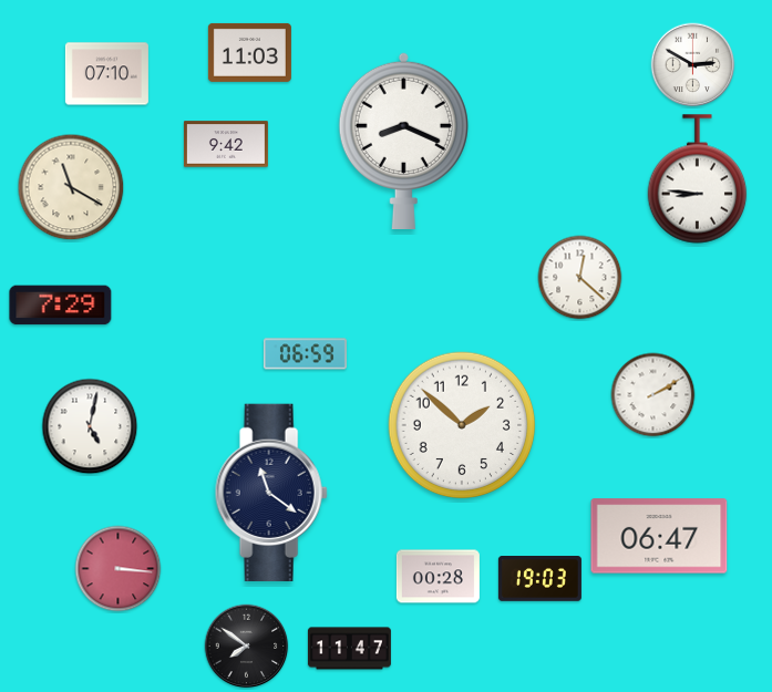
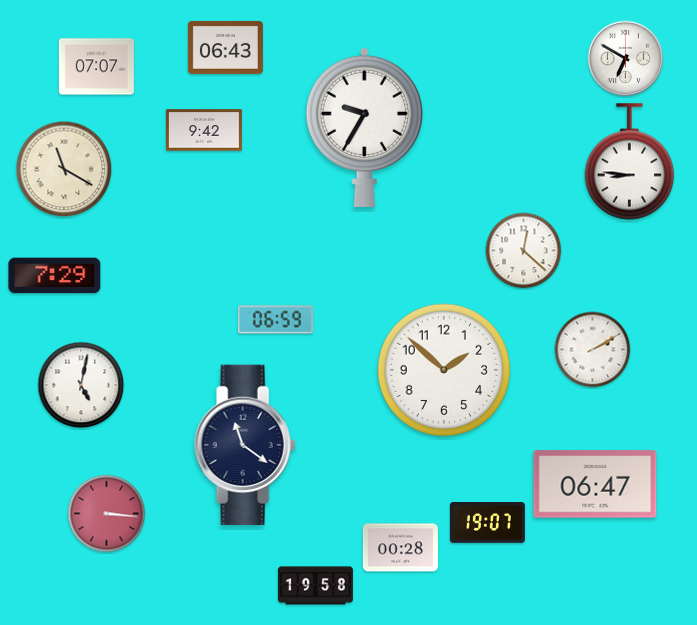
clock at (249, 52): 11:03 -> 06:43
clock at (693, 65): 2:50 -> 6:50
clock at (106, 74): 07:10 -> 07:07
clock at (403, 141): 8:19 -> 9:35
clock at (653, 395) position: (653, 395) -> (593, 350)
clock at (462, 425) position: (462, 425) -> (444, 370)
clock at (438, 577) position: (438, 577) -> (400, 548)
clock at (539, 579): 19:03 -> 19:07
clock at (247, 647): 7:51 -> none
clock at (349, 649): 11:47 -> 19:58
